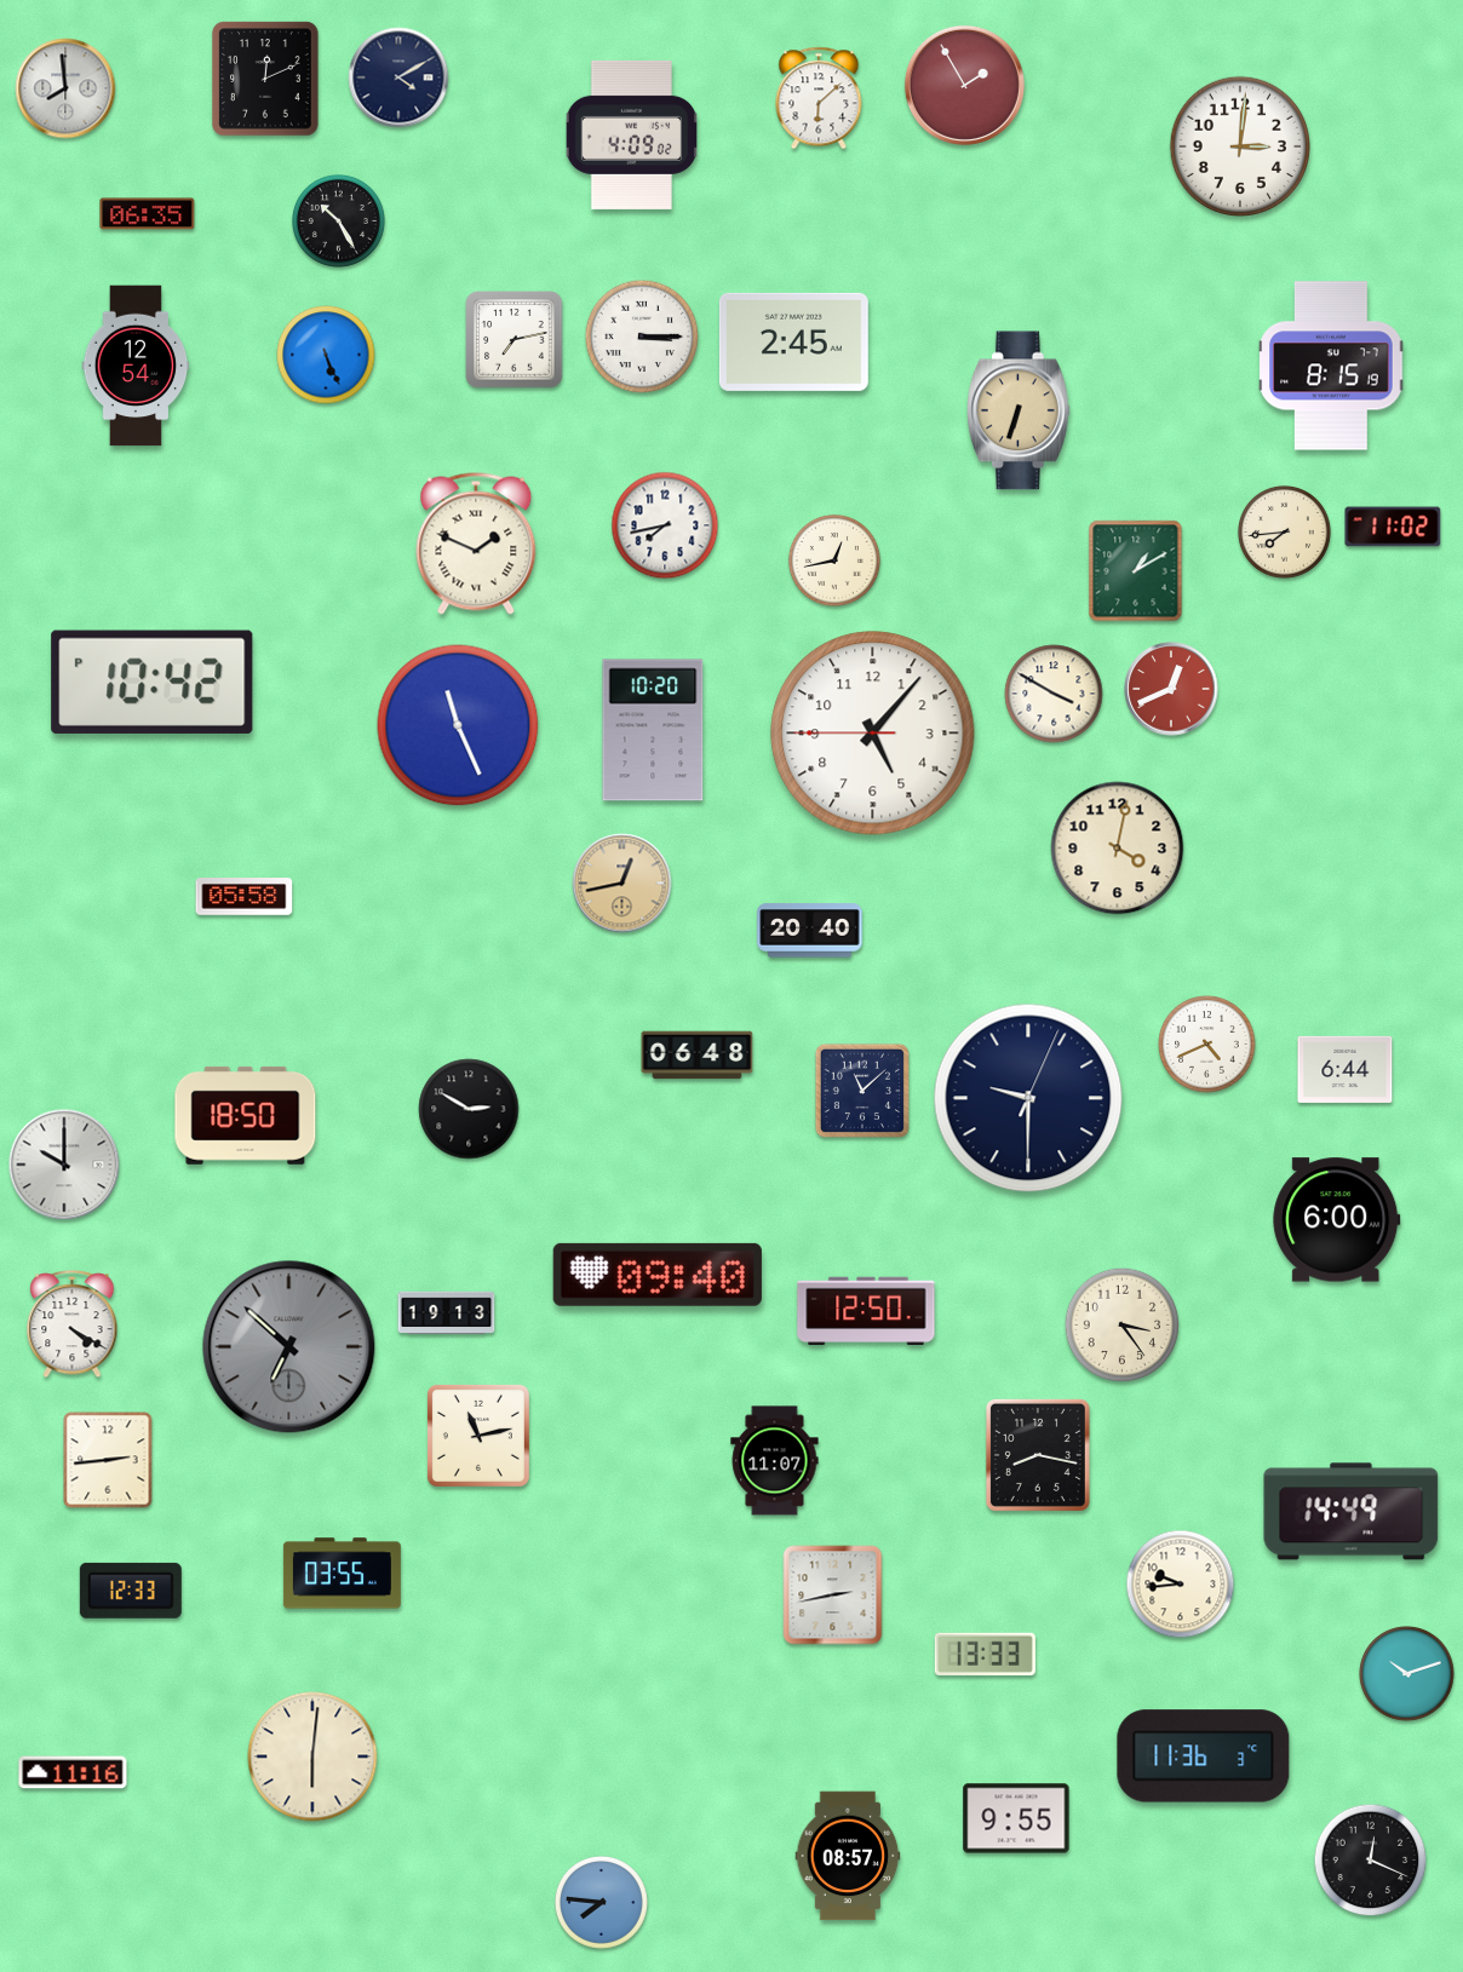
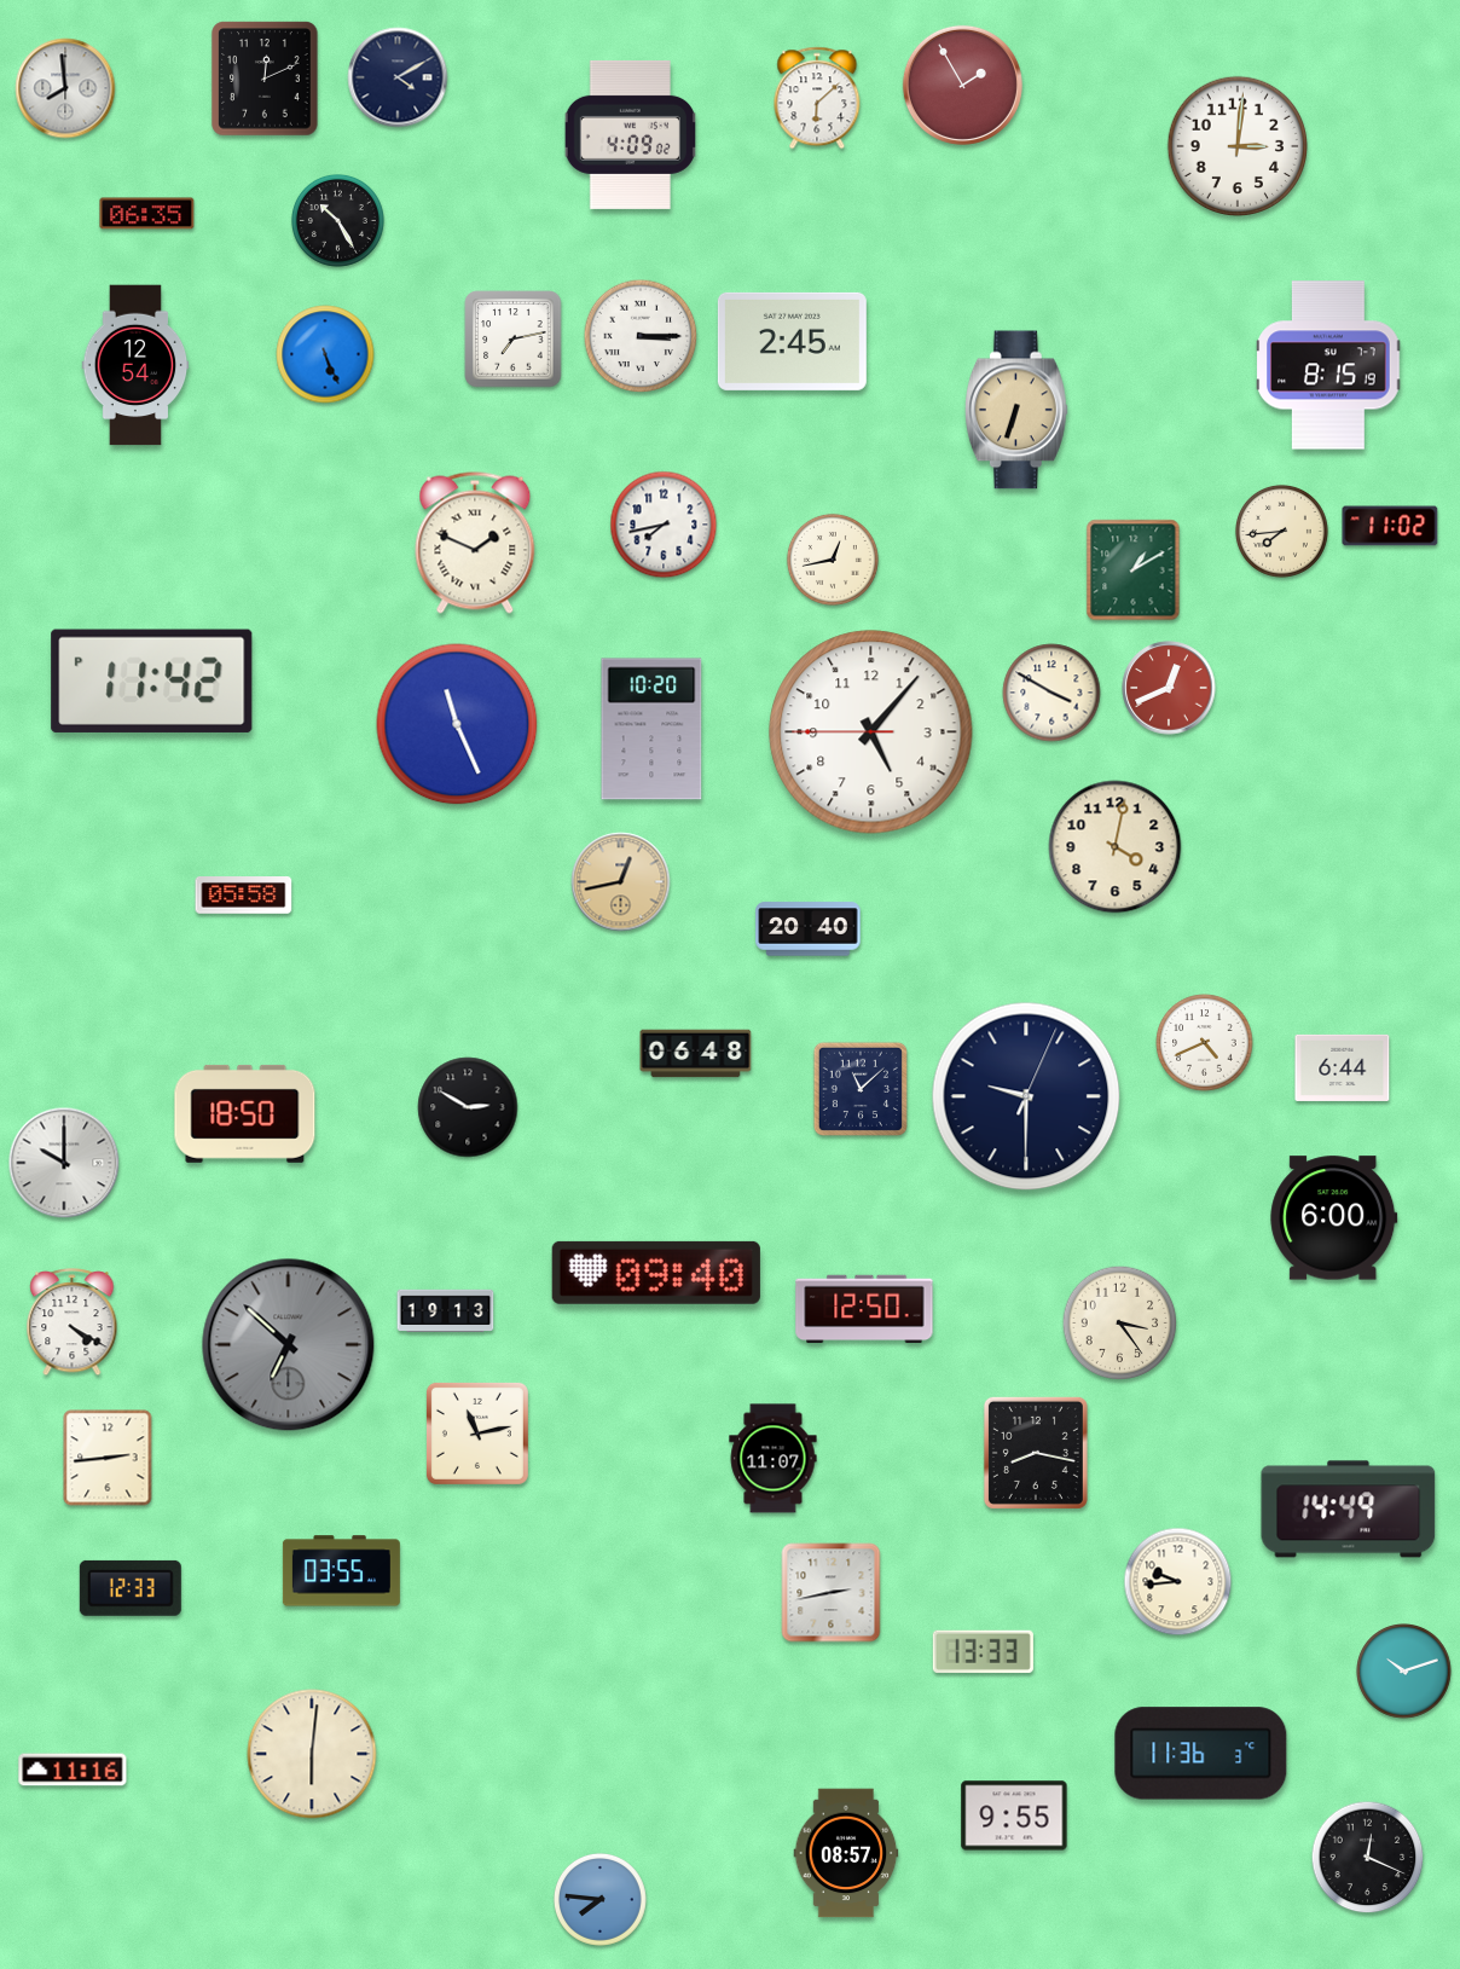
clock at (153, 682): 10:42 -> 11:42
